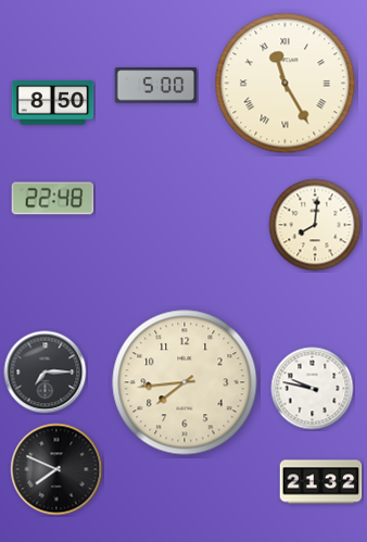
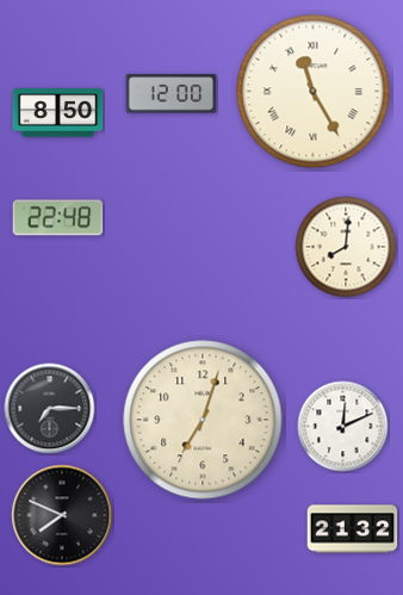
clock at (156, 86): 5:00 -> 12:00
clock at (185, 382): 7:44 -> 7:03
clock at (313, 389): 9:47 -> 12:11
